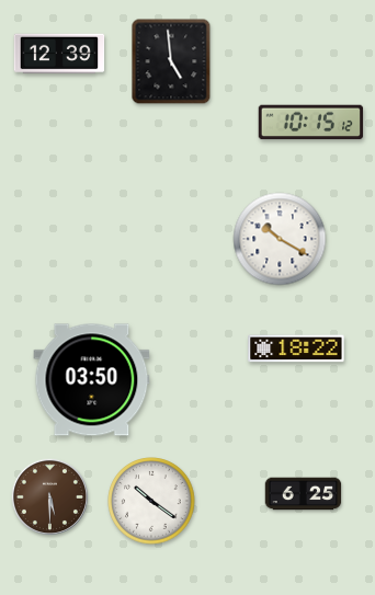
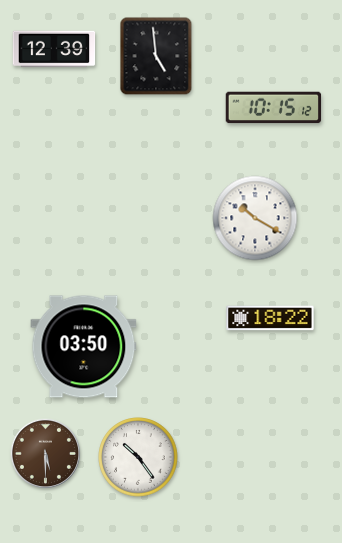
clock at (311, 123) position: (311, 123) -> (274, 108)
clock at (304, 494): 6:25 -> none
clock at (151, 501): 10:21 -> 10:24
